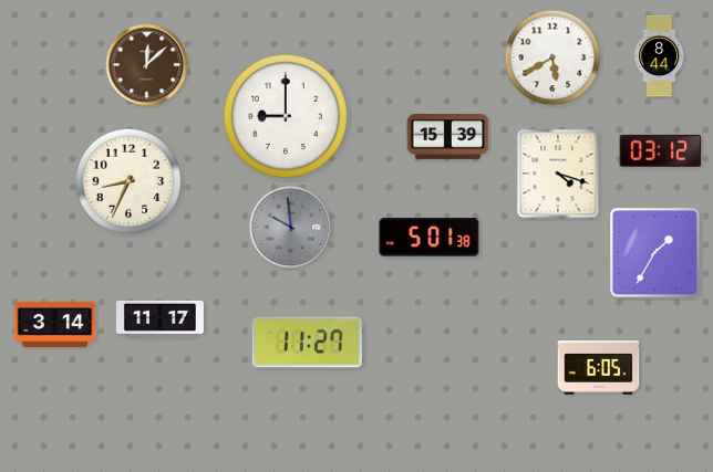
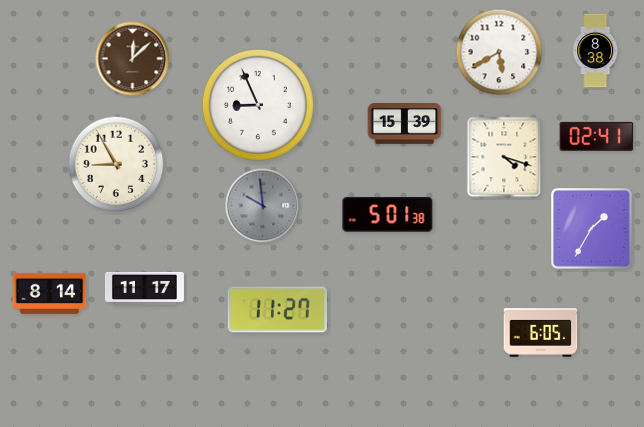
clock at (660, 56): 8:44 -> 8:38
clock at (286, 116): 9:00 -> 8:56
clock at (661, 150): 03:12 -> 02:41
clock at (128, 181): 8:34 -> 8:55
clock at (55, 324): 3:14 -> 8:14
